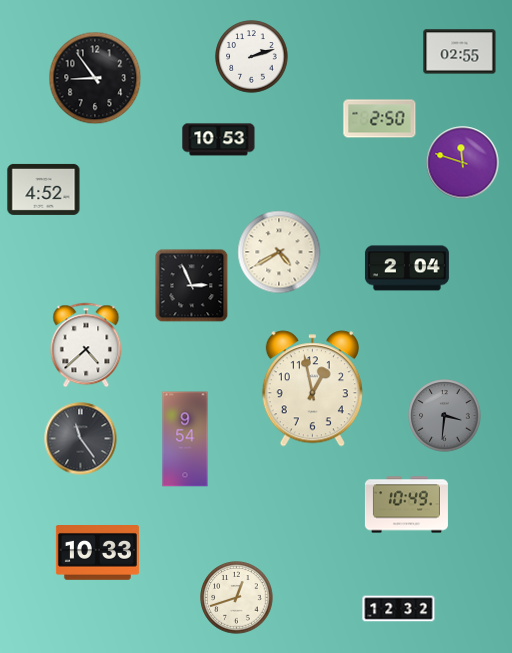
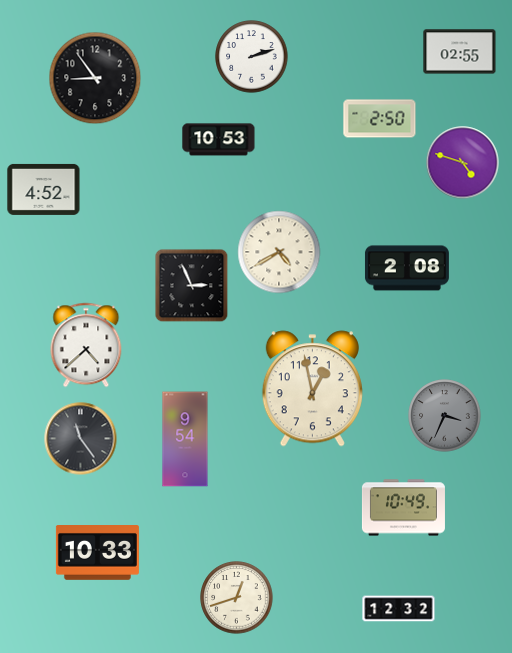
clock at (463, 163): 11:48 -> 4:48
clock at (407, 268): 2:04 -> 2:08
clock at (445, 416): 3:31 -> 3:34
clock at (406, 505) position: (406, 505) -> (403, 508)
